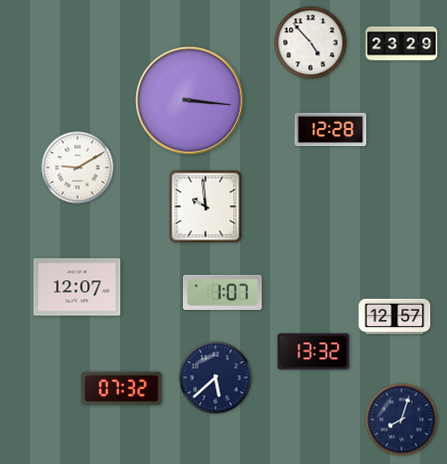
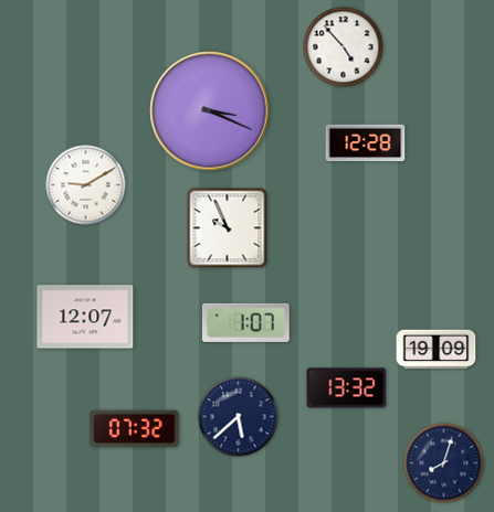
clock at (402, 44): 23:29 -> none
clock at (190, 101): 3:16 -> 3:19
clock at (206, 207): 9:59 -> 9:56
clock at (395, 317): 12:57 -> 19:09
